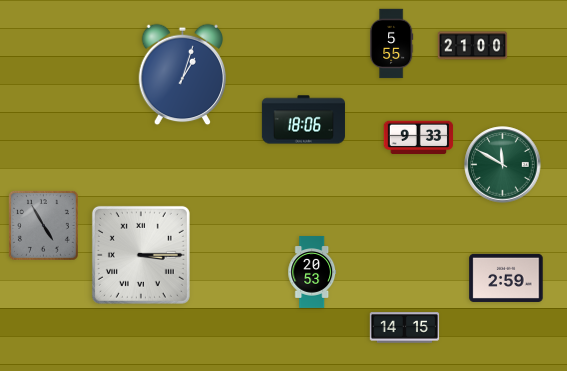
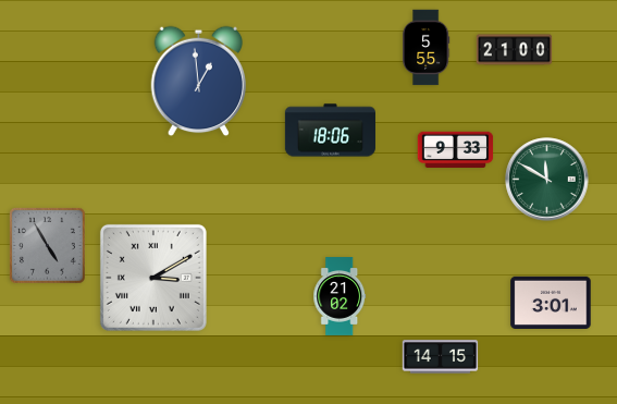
clock at (183, 75): 1:03 -> 12:59
clock at (141, 255): 3:15 -> 3:10
clock at (312, 272): 20:53 -> 21:02
clock at (506, 277): 2:59 -> 3:01
